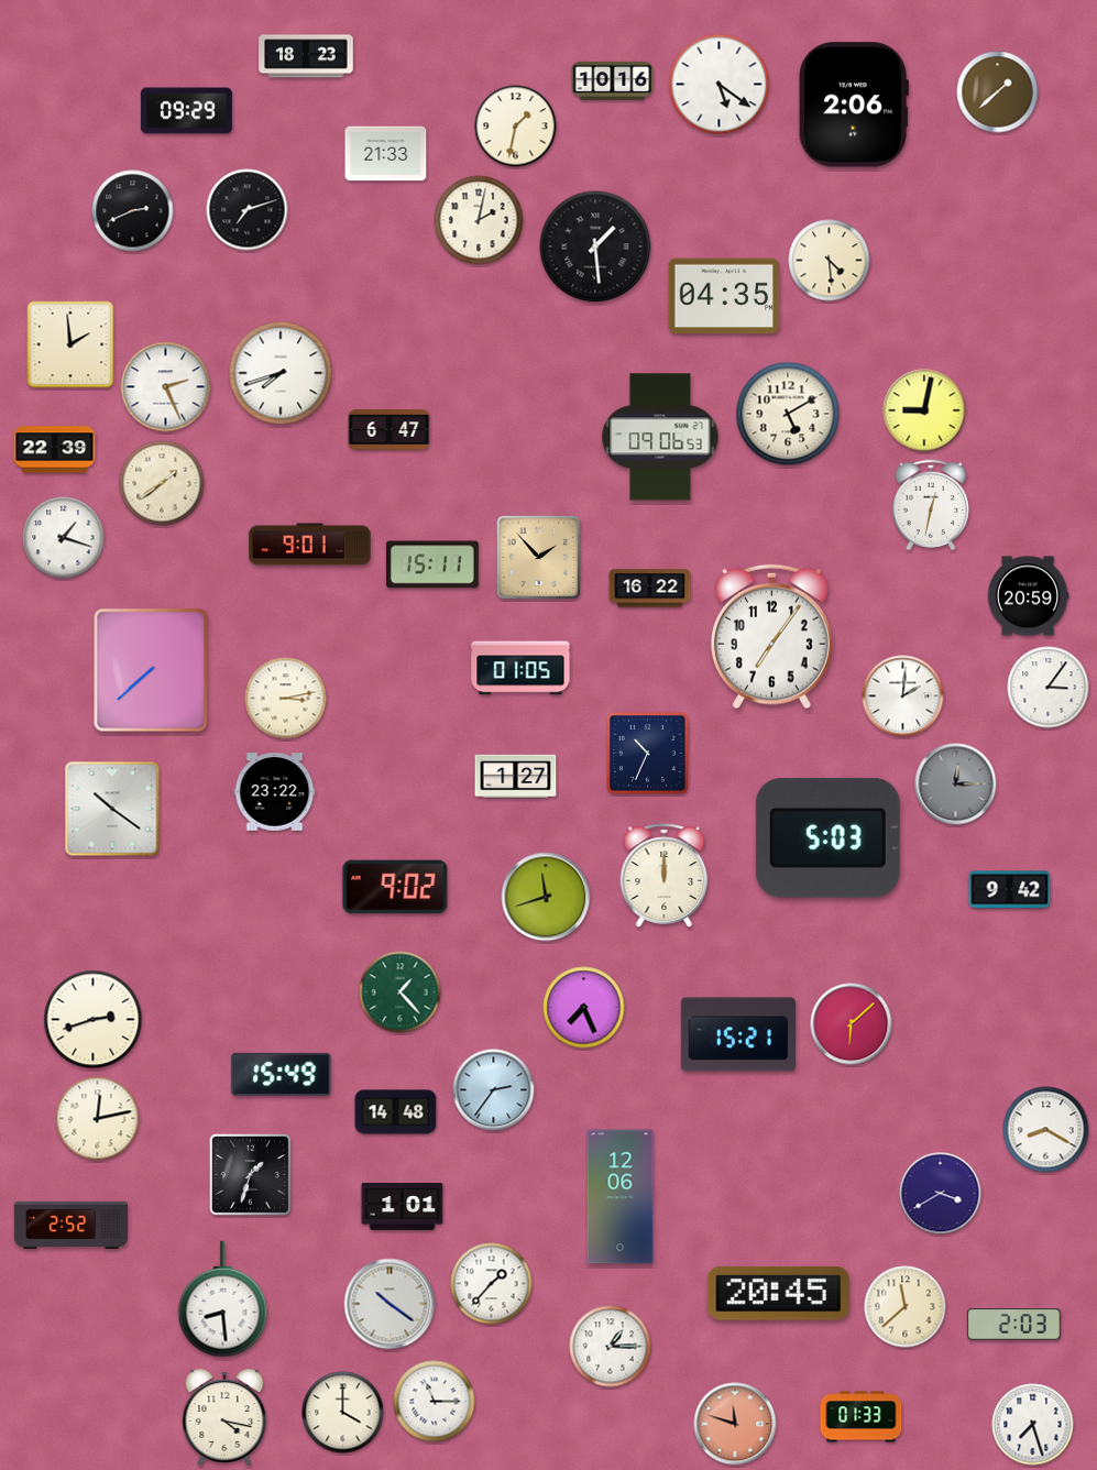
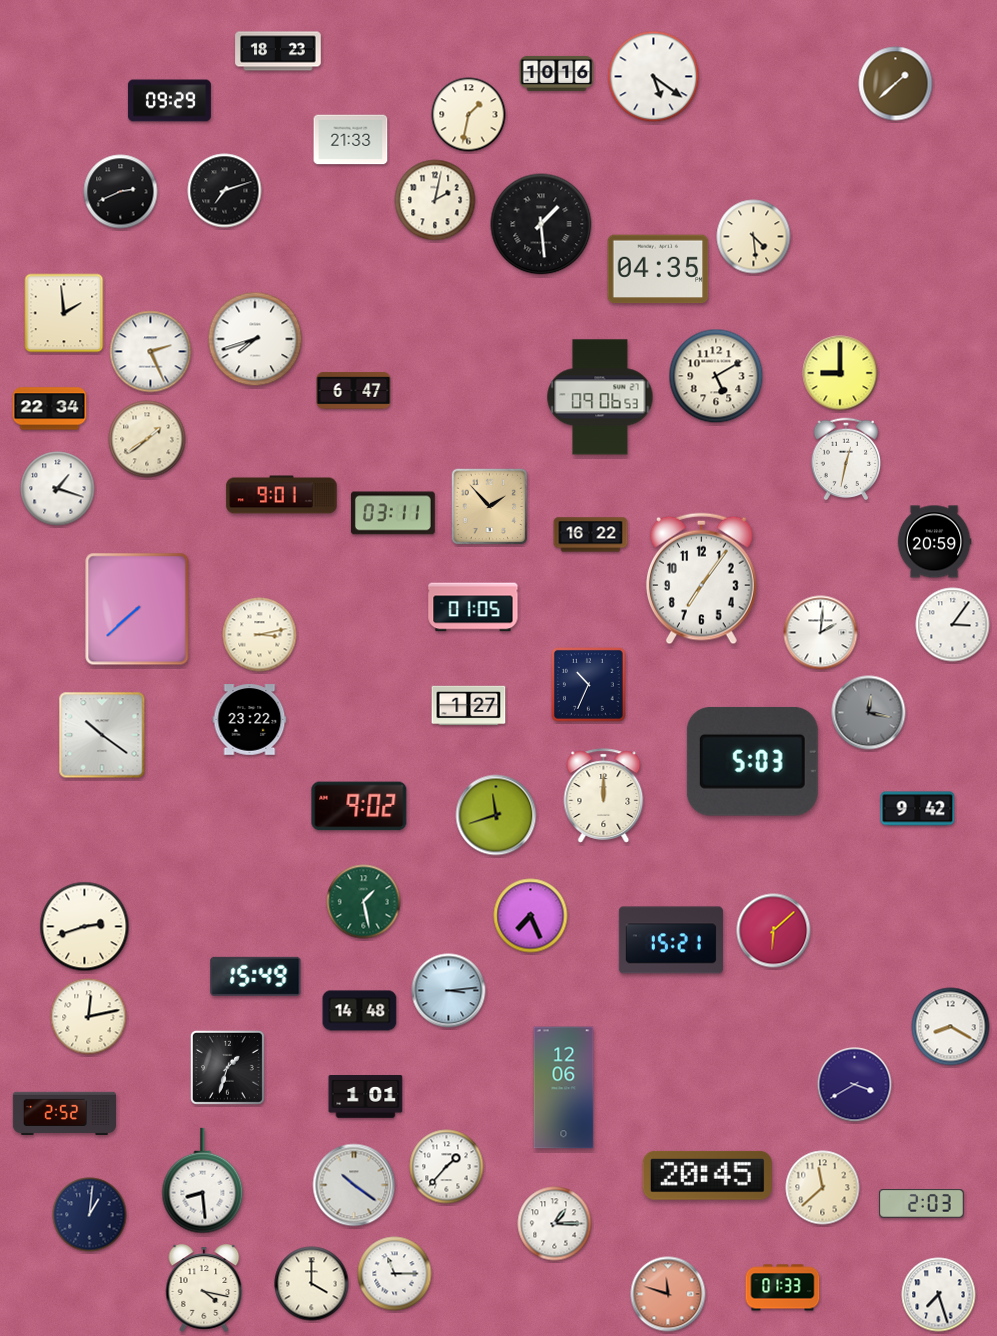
clock at (998, 92) position: (998, 92) -> (896, 84)
clock at (853, 105): 2:06 -> none
clock at (924, 410): 9:02 -> 9:00
clock at (55, 450): 22:39 -> 22:34
clock at (432, 564): 15:11 -> 03:11
clock at (956, 785): 12:15 -> 12:17
clock at (401, 992): 1:23 -> 1:28
clock at (494, 1090): 2:36 -> 3:14
clock at (90, 1215): none -> 1:01
